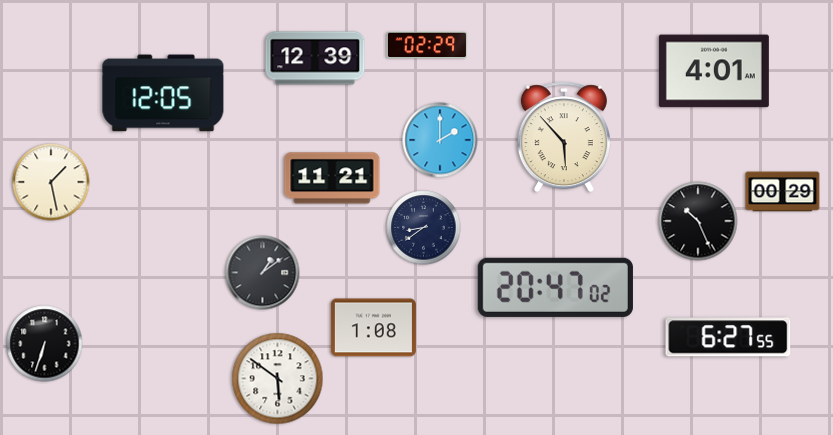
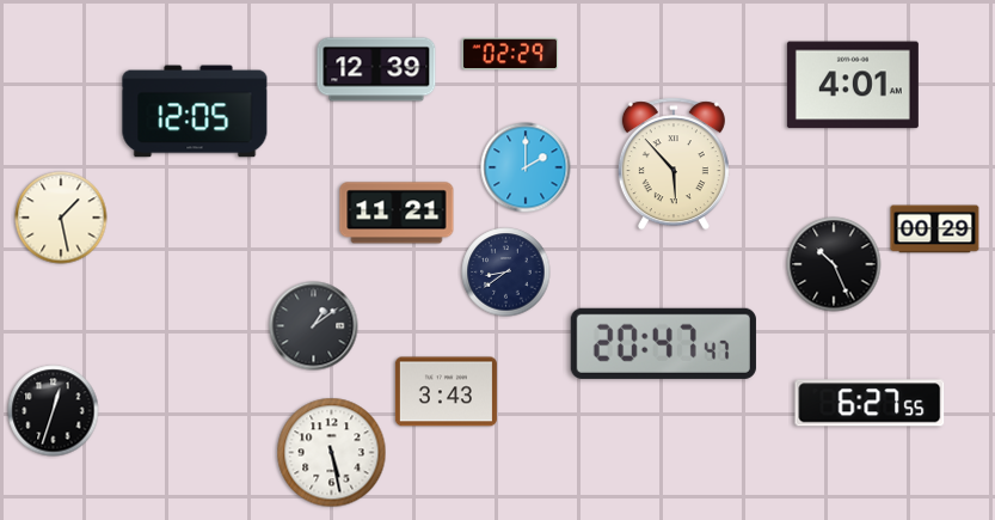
clock at (555, 287): 20:47:02 -> 20:47:47
clock at (373, 328): 1:08 -> 3:43
clock at (45, 344): 6:33 -> 12:33
clock at (278, 379): 5:51 -> 5:28
